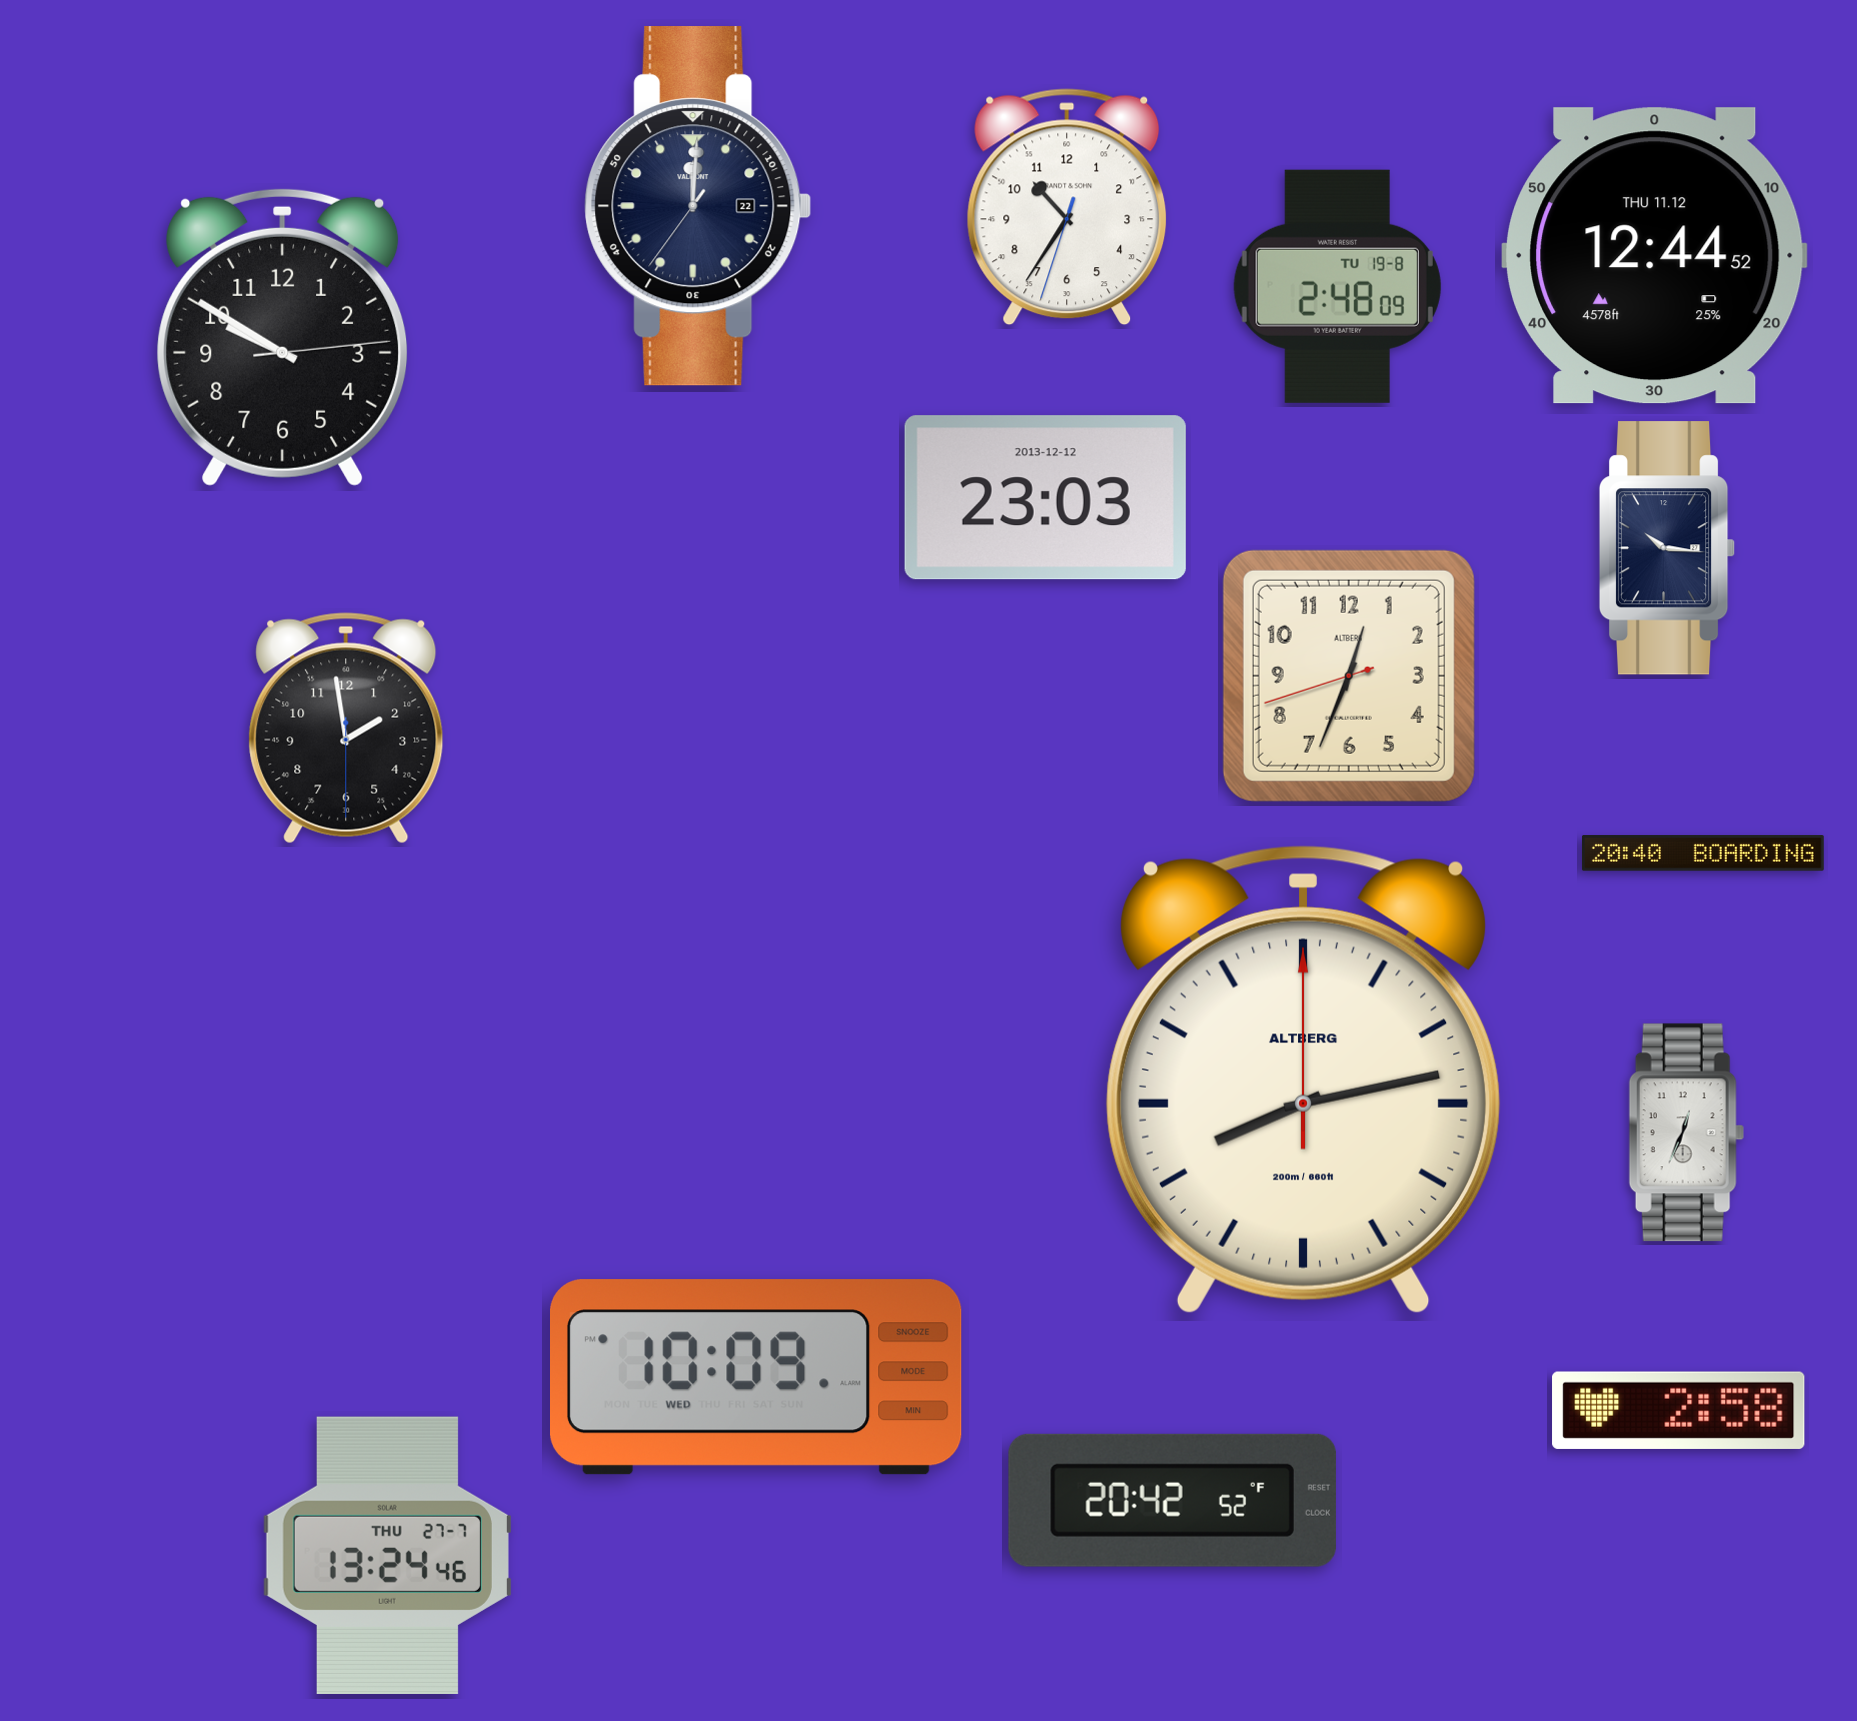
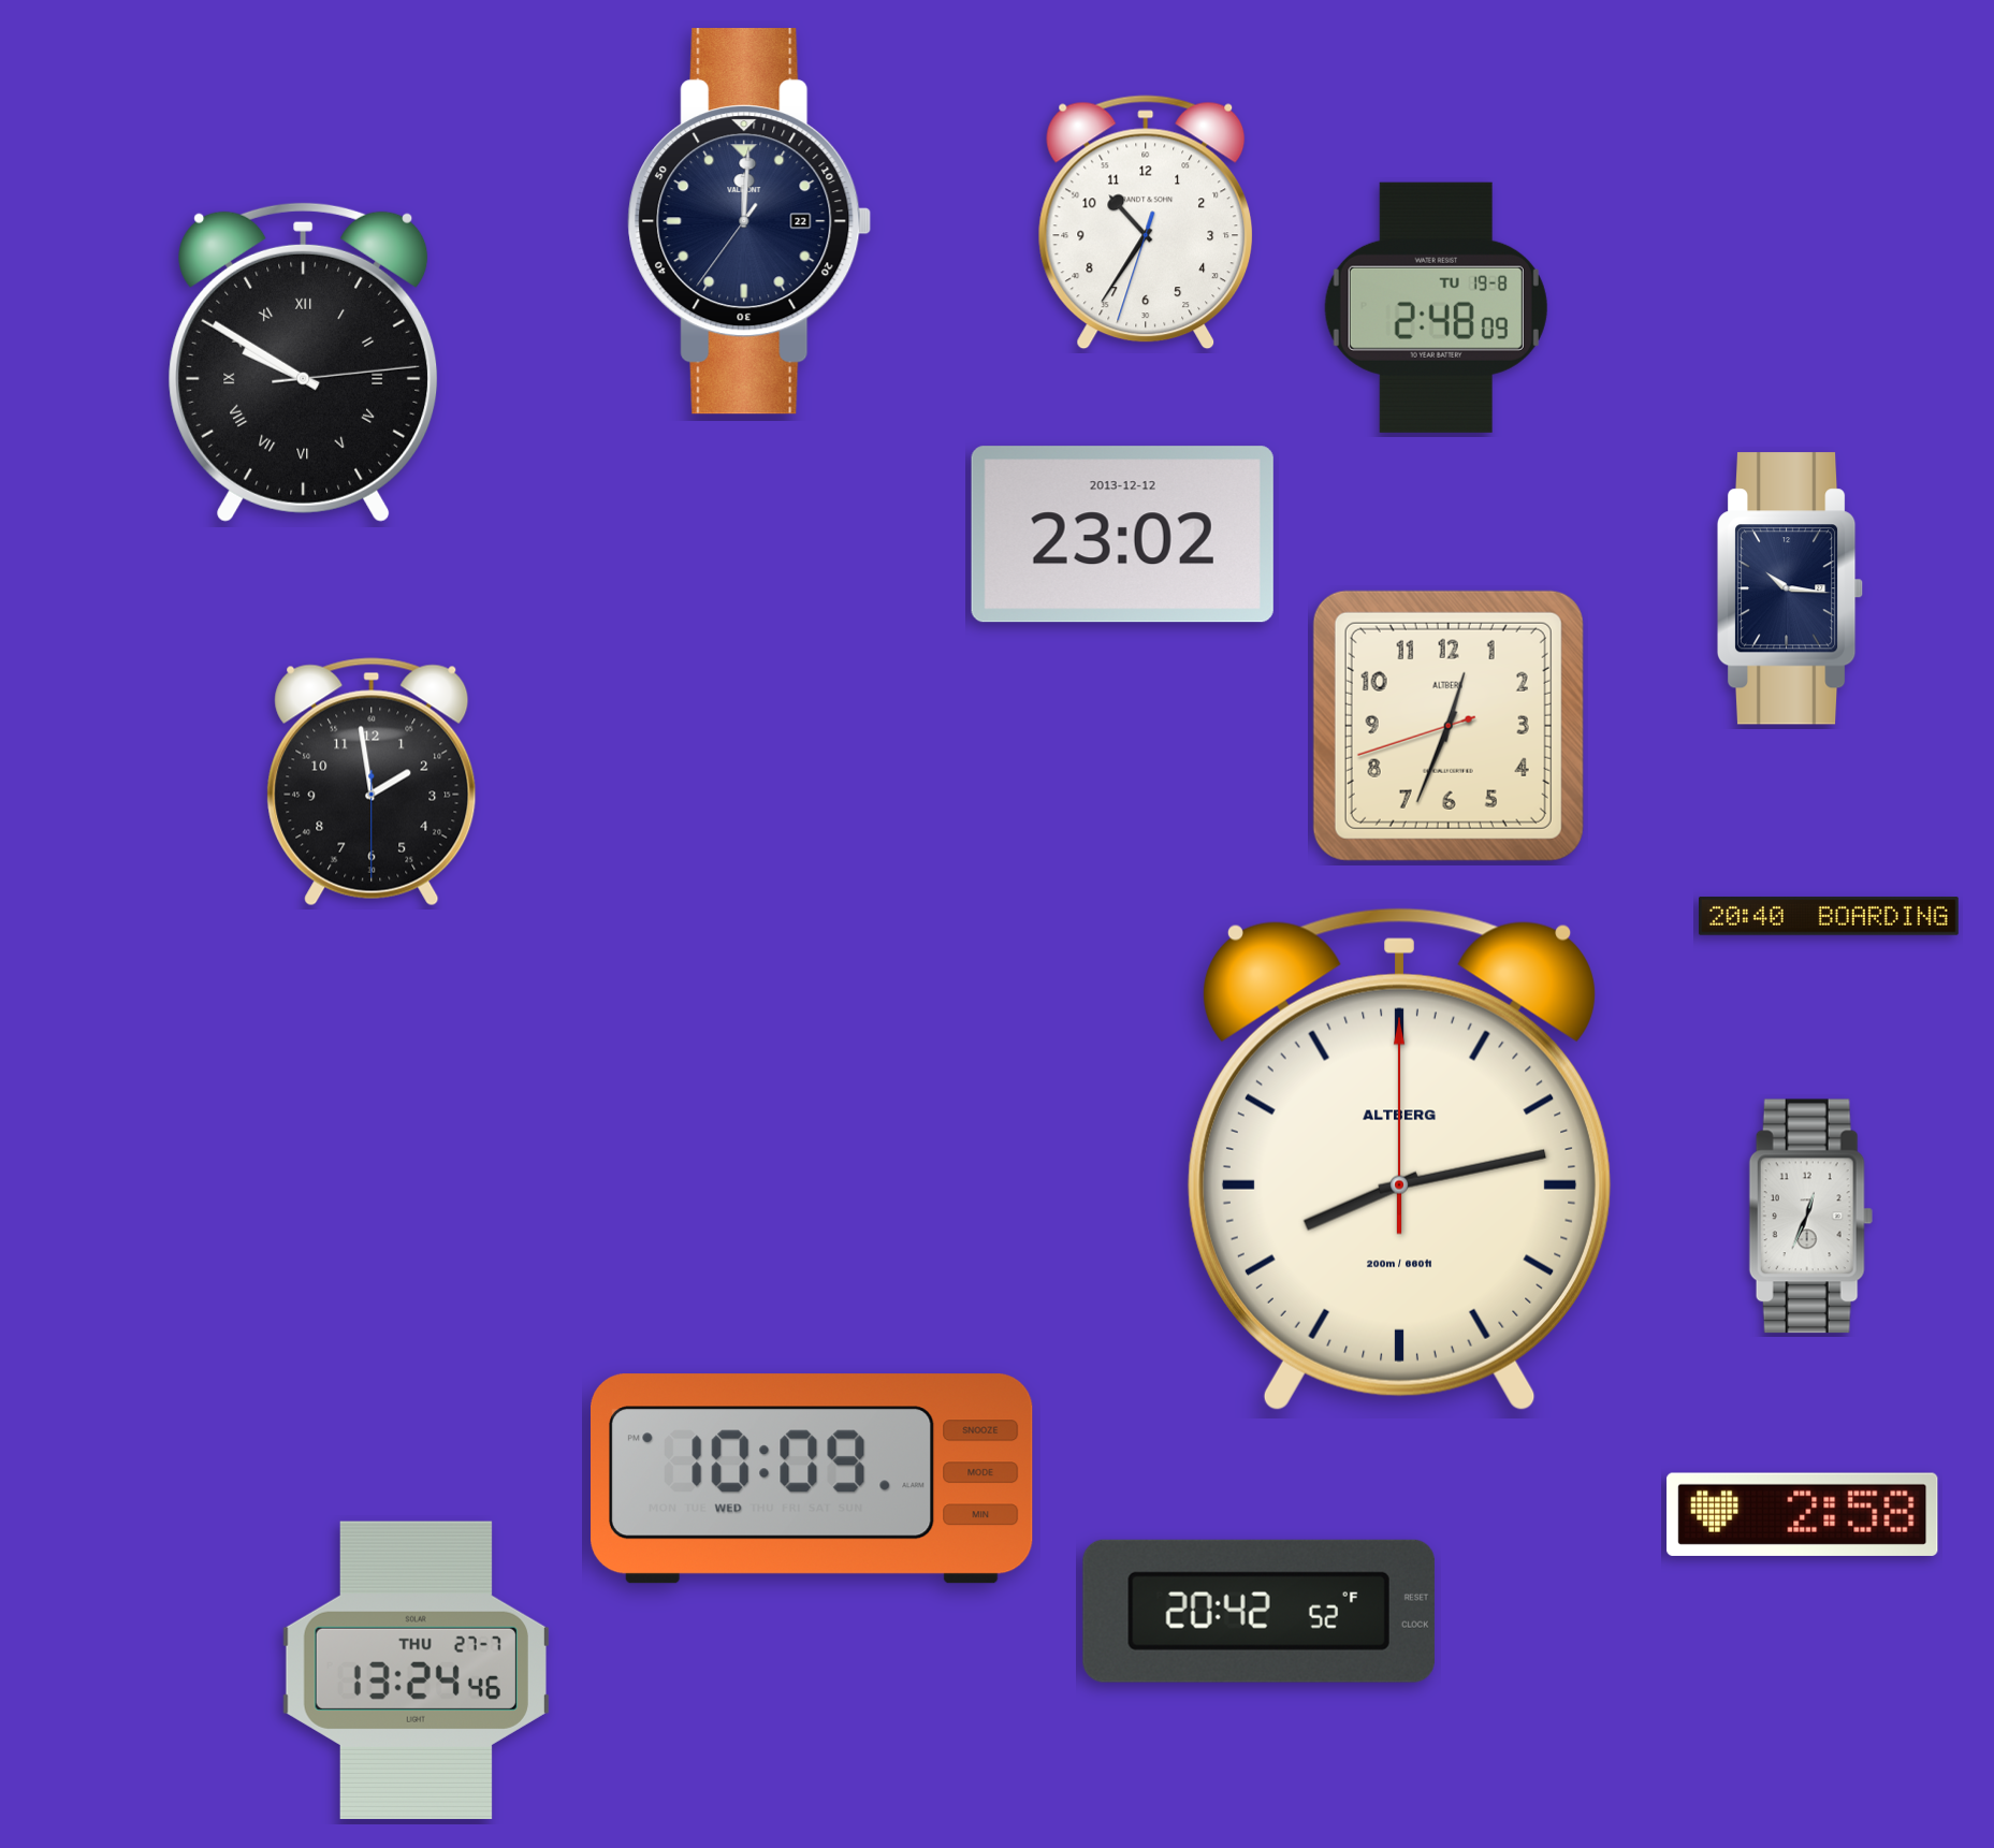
clock at (1655, 256): 12:44 -> none
clock at (283, 337) numerals: Arabic -> Roman
clock at (1045, 498): 23:03 -> 23:02
